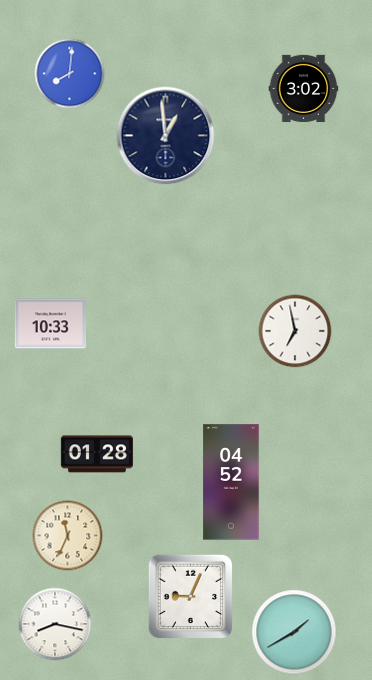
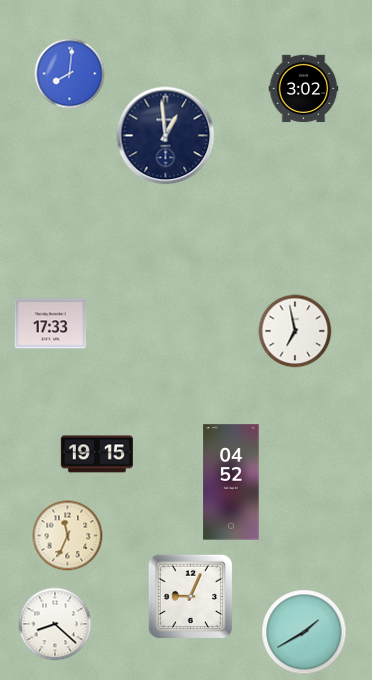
clock at (51, 324): 10:33 -> 17:33
clock at (97, 454): 01:28 -> 19:15
clock at (55, 624): 8:17 -> 8:22
clock at (294, 632) position: (294, 632) -> (304, 632)
